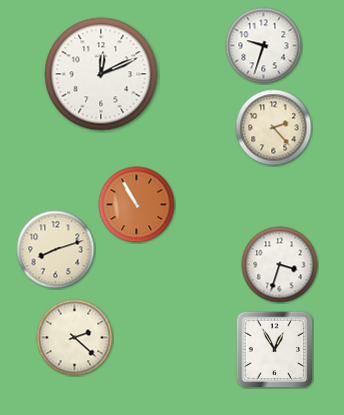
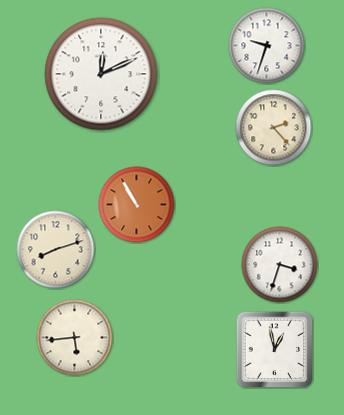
clock at (264, 46) position: (264, 46) -> (267, 46)
clock at (75, 338): 2:22 -> 5:44
clock at (274, 349): 12:55 -> 12:58
